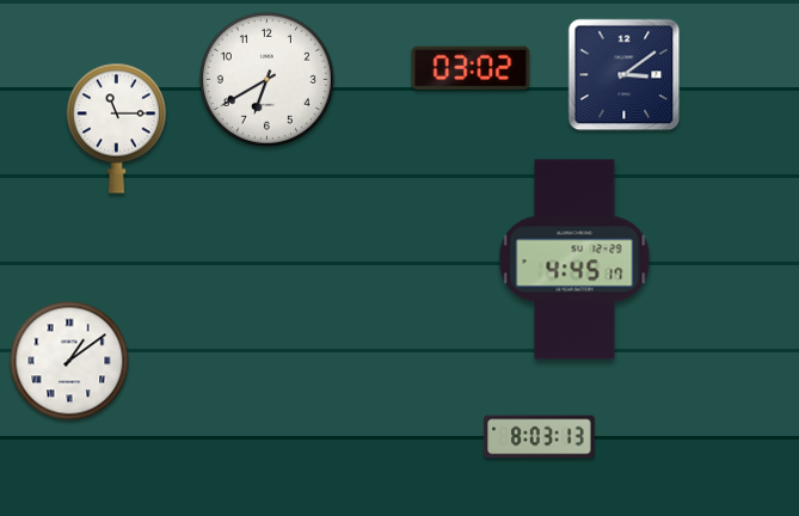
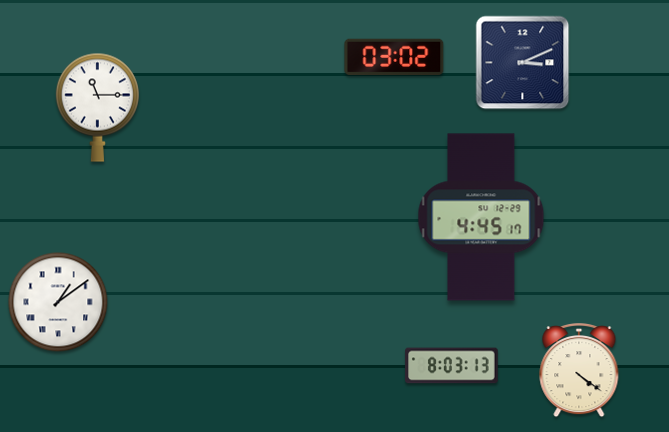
clock at (625, 75): 3:09 -> 3:11
clock at (266, 79): 6:40 -> none
clock at (579, 371): none -> 4:21
